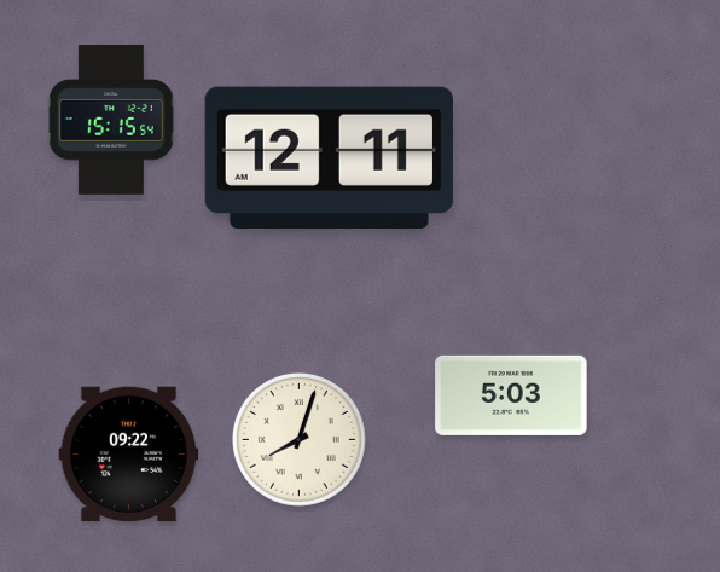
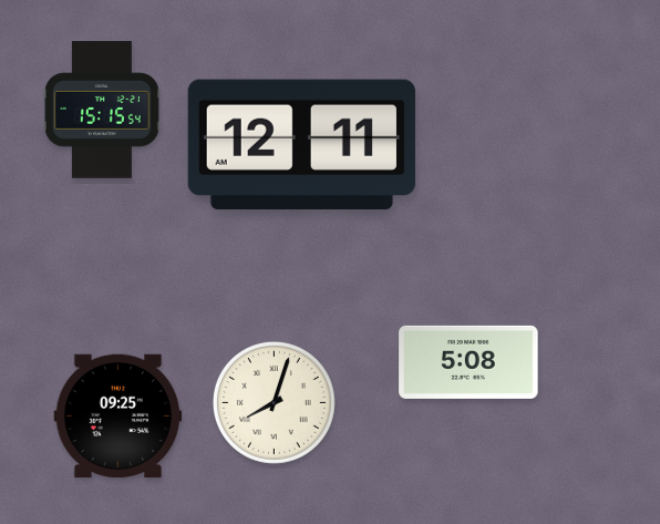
clock at (511, 395): 5:03 -> 5:08
clock at (129, 455): 09:22 -> 09:25
